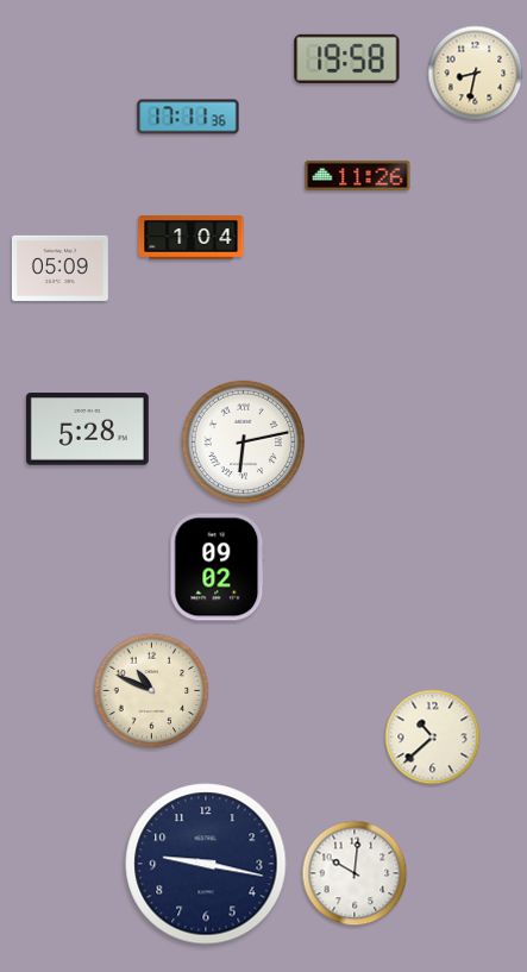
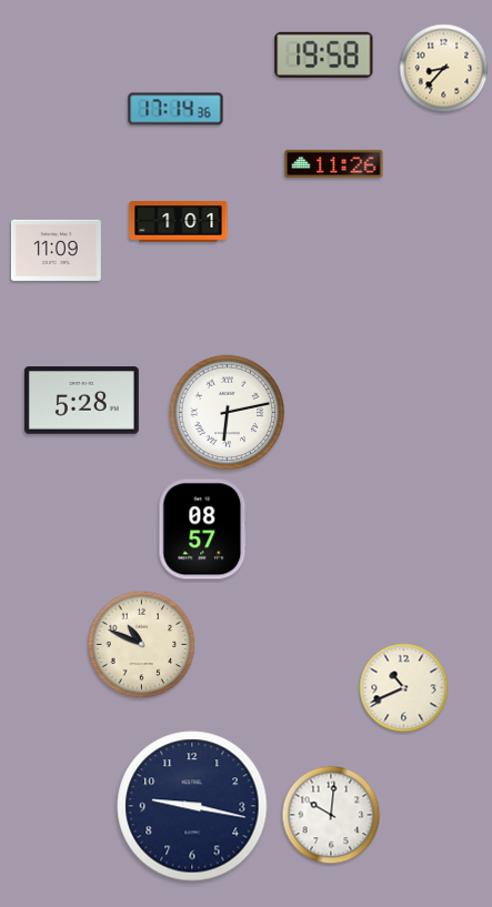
clock at (476, 74): 8:32 -> 8:37
clock at (188, 117): 17:11 -> 17:14
clock at (192, 238): 1:04 -> 1:01
clock at (61, 268): 05:09 -> 11:09
clock at (218, 567): 09:02 -> 08:57
clock at (433, 738): 10:38 -> 10:41
